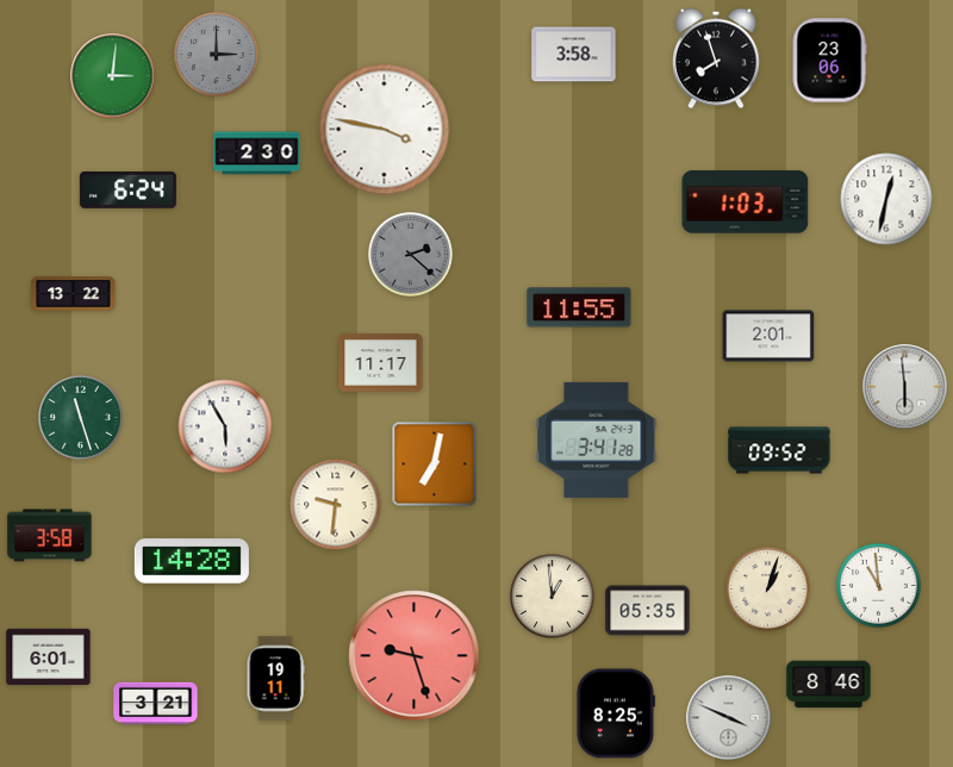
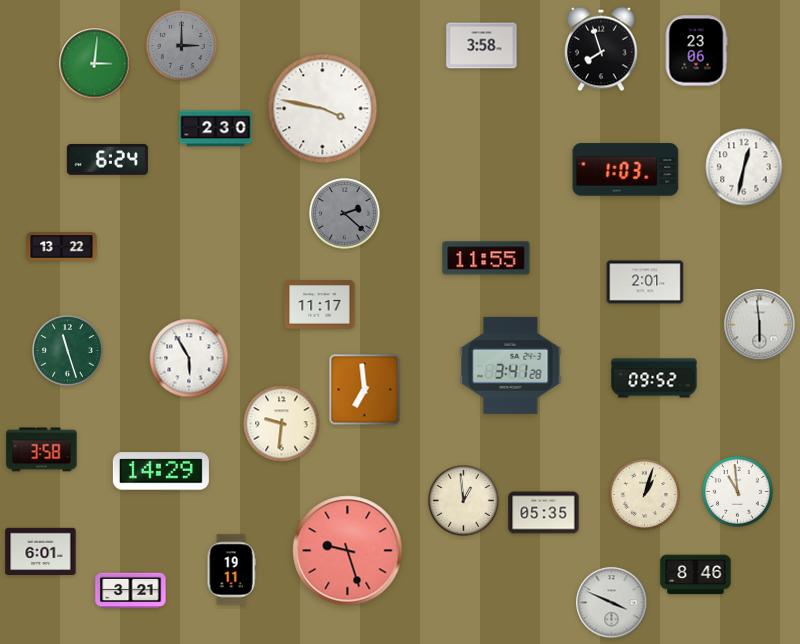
clock at (597, 439) position: (597, 439) -> (511, 365)
clock at (435, 464): 7:02 -> 6:59
clock at (192, 561): 14:28 -> 14:29
clock at (615, 713): 8:25 -> none
